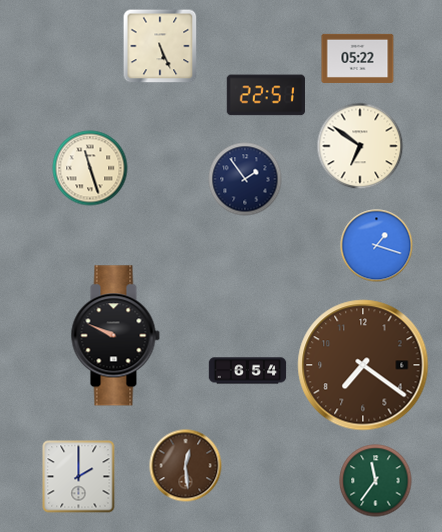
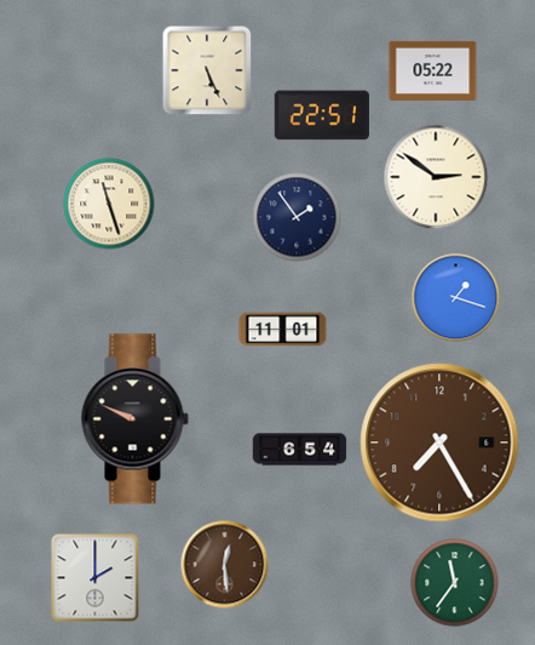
clock at (160, 46) position: (160, 46) -> (207, 70)
clock at (360, 146): 6:51 -> 2:51
clock at (283, 330): none -> 11:01
clock at (115, 336) position: (115, 336) -> (134, 419)
clock at (363, 365): 7:21 -> 7:25
